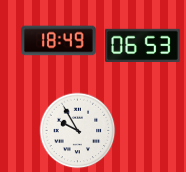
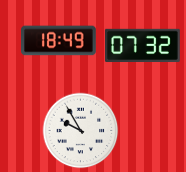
clock at (143, 45): 06:53 -> 07:32
clock at (78, 131) position: (78, 131) -> (81, 131)
